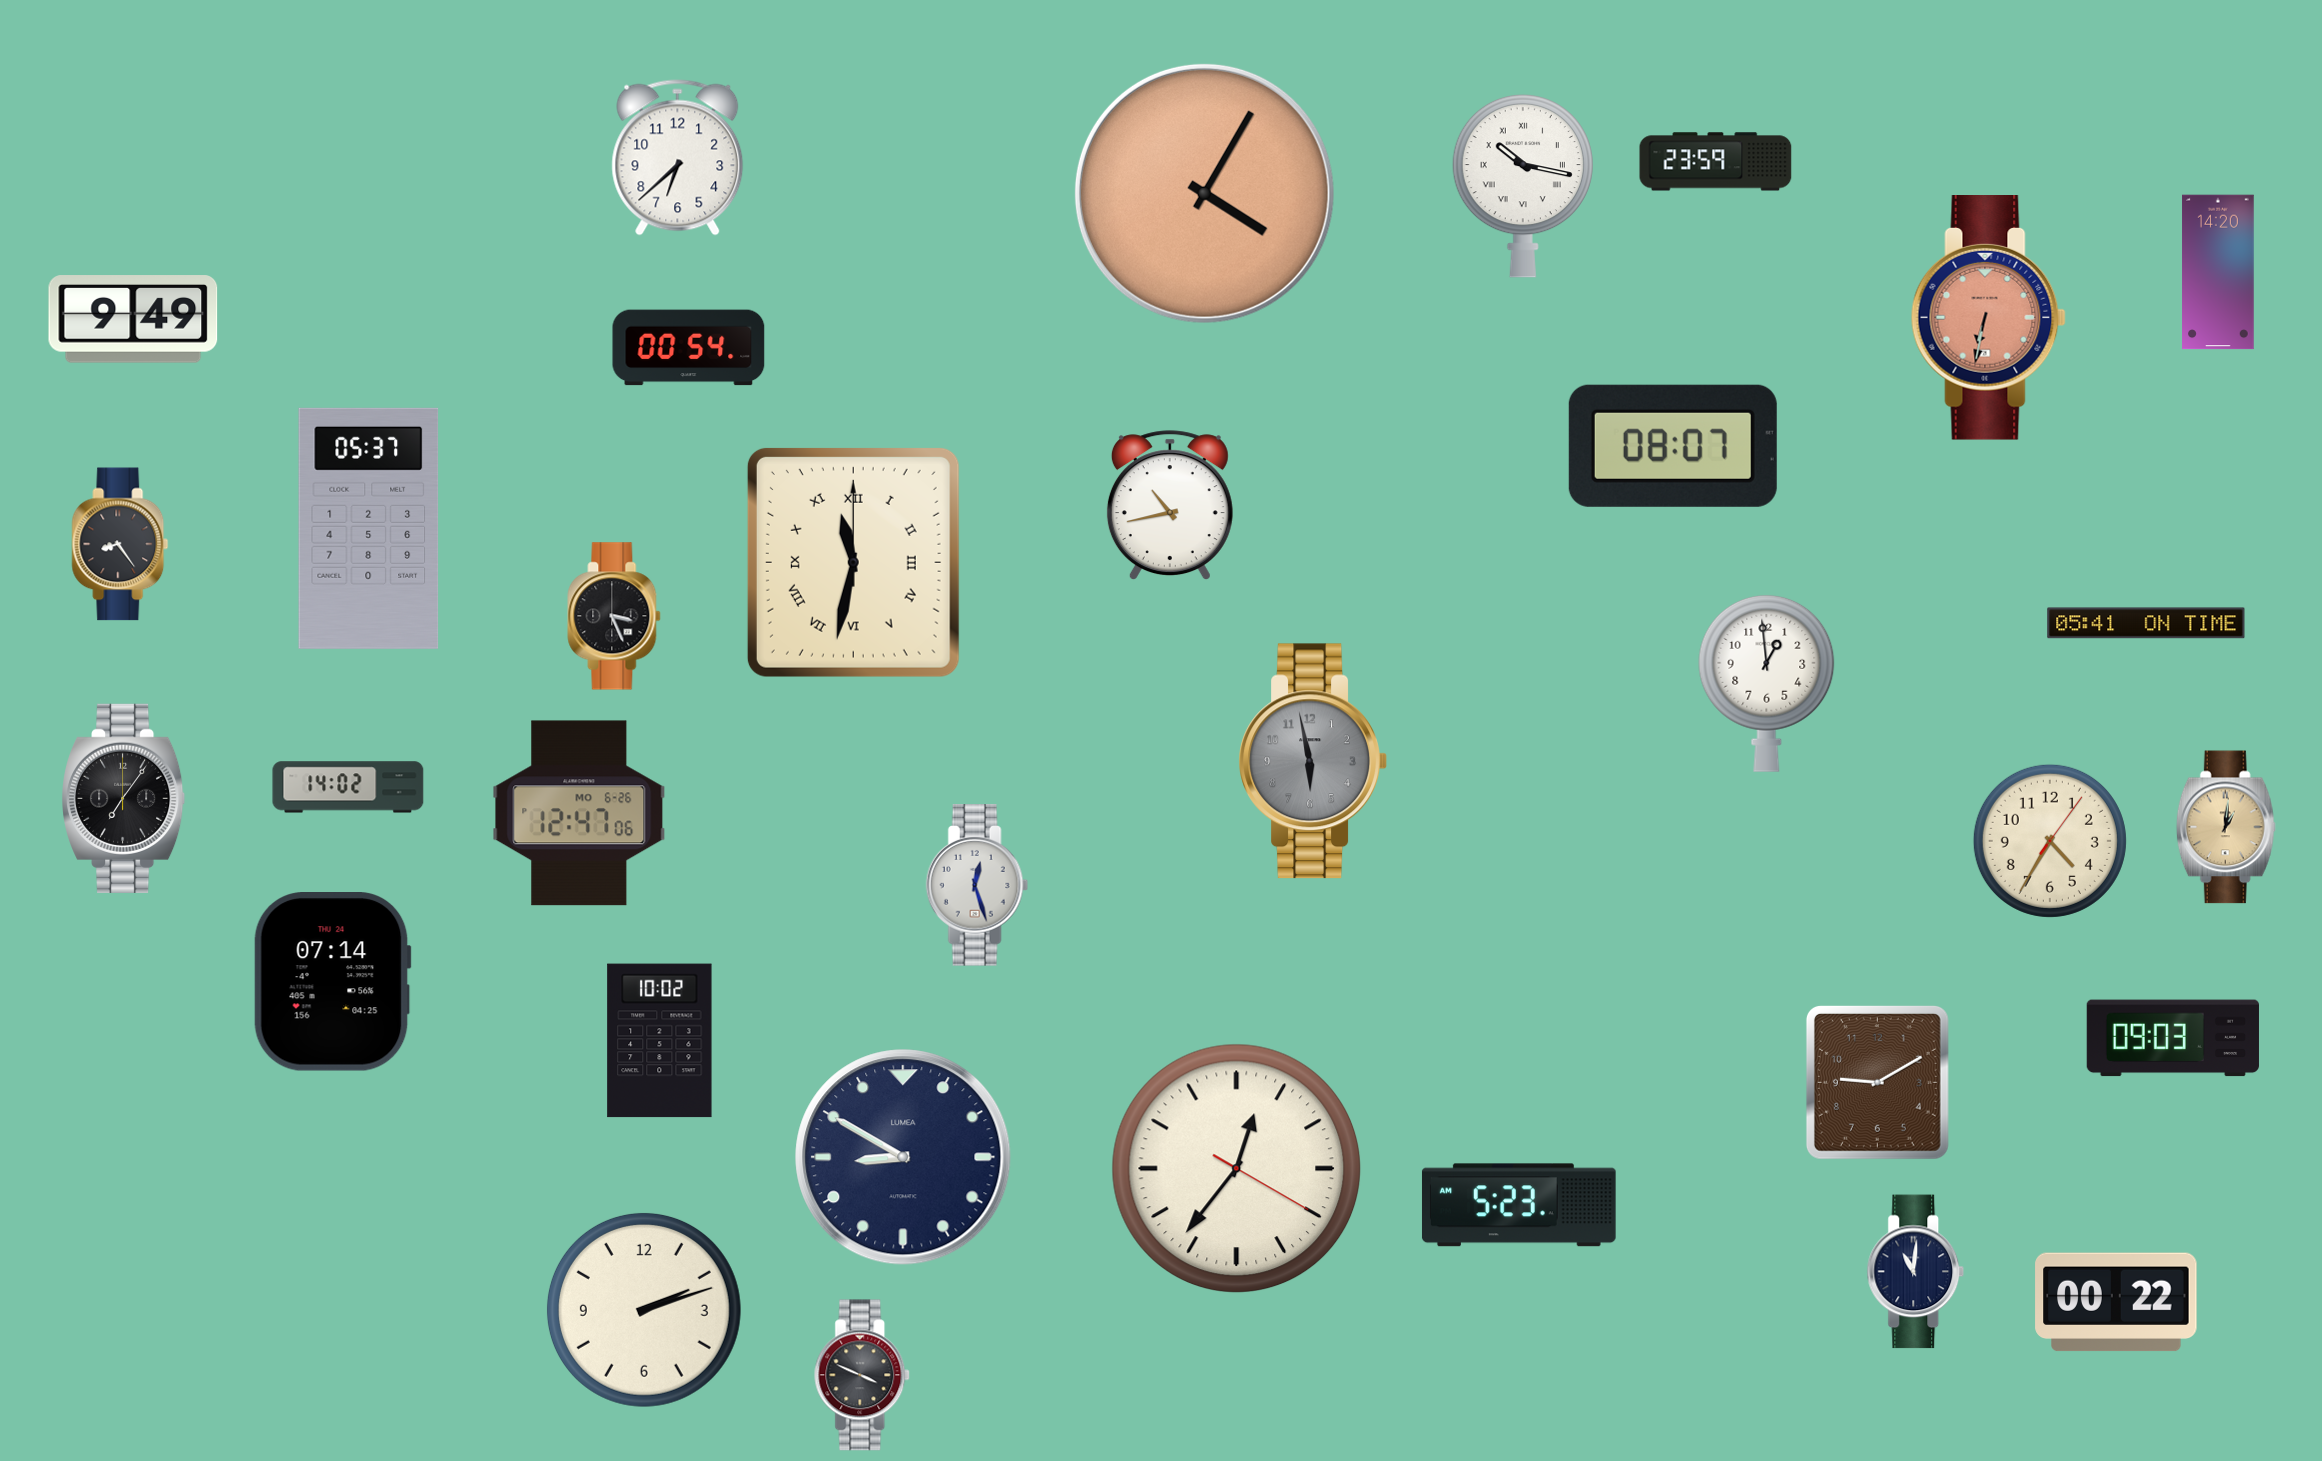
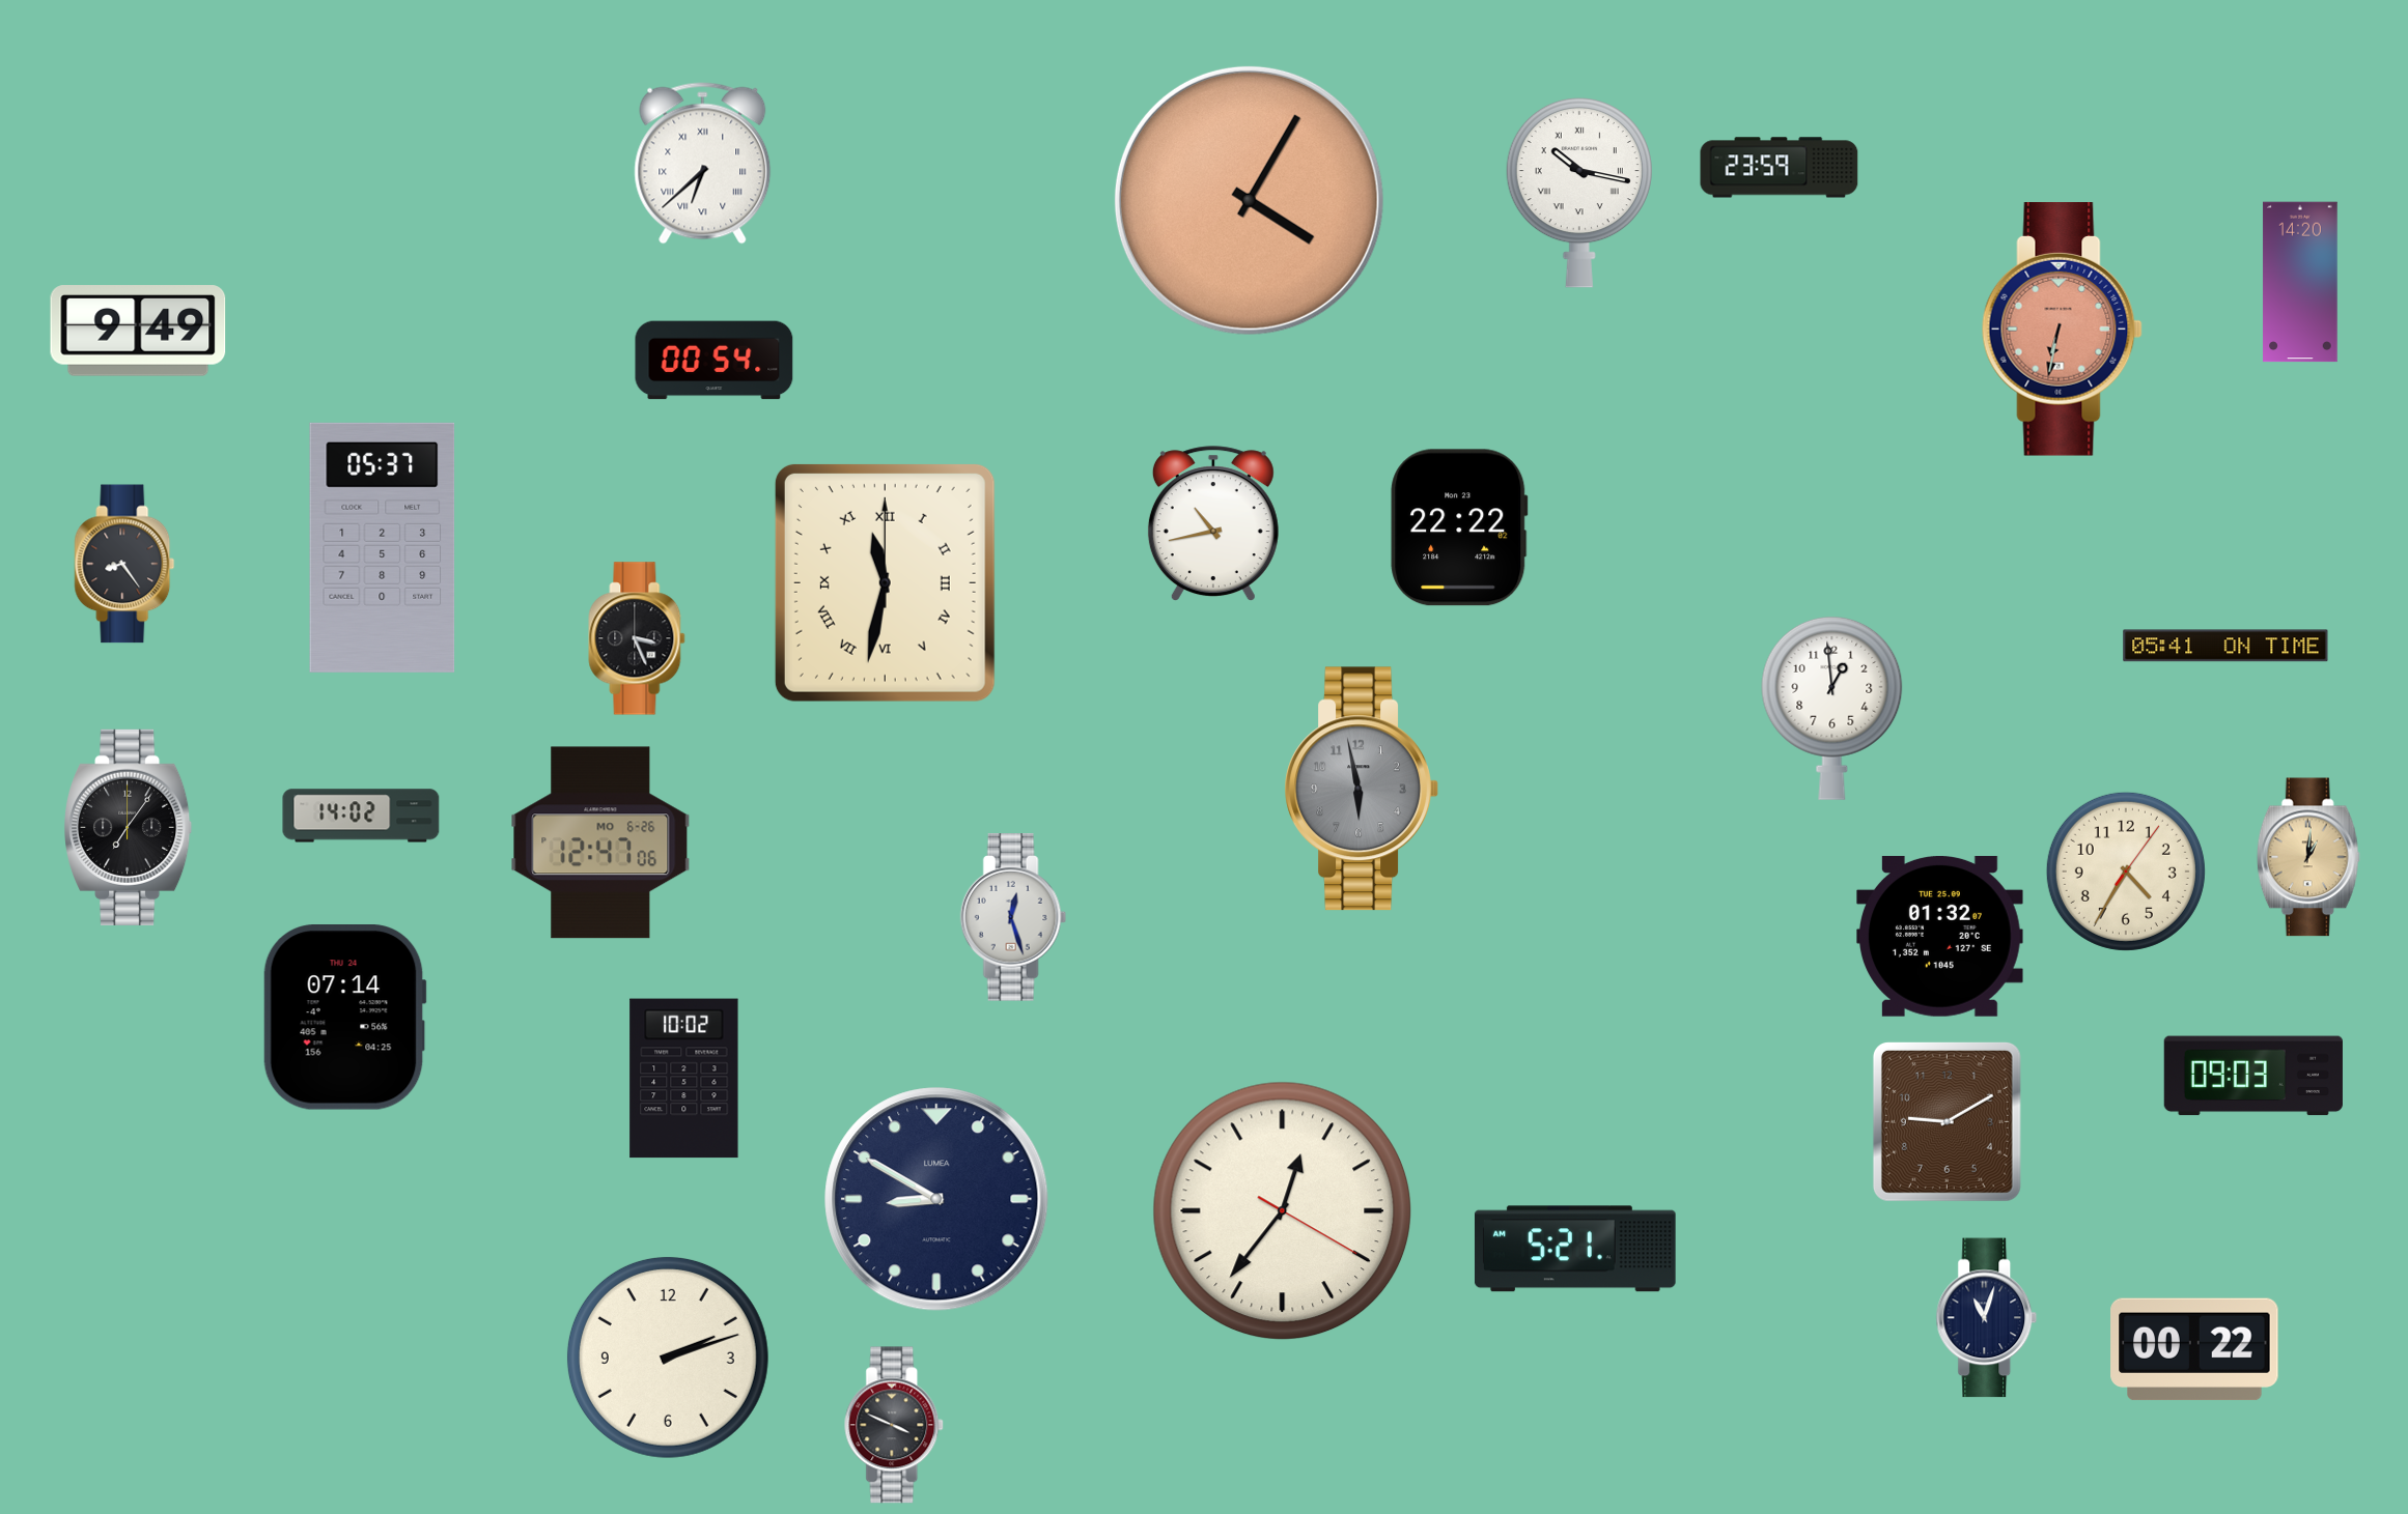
clock at (678, 158) numerals: Arabic -> Roman
clock at (1673, 446): 08:07 -> none
clock at (1459, 527): none -> 22:22
clock at (1940, 936): none -> 01:32
clock at (1519, 1205): 5:23 -> 5:21
clock at (1916, 1272): 11:01 -> 11:03
